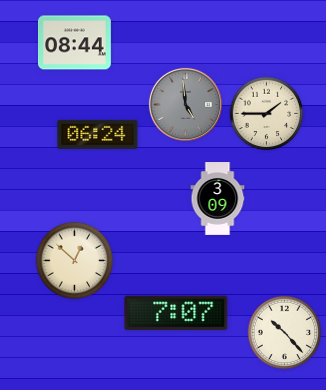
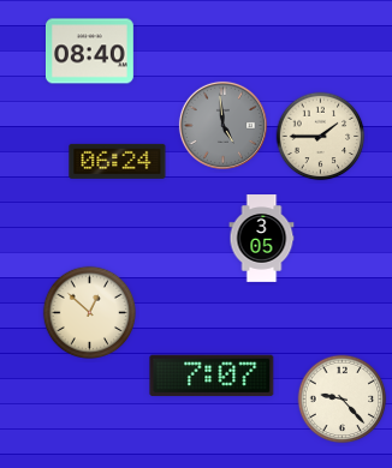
clock at (75, 43): 08:44 -> 08:40
clock at (218, 199): 3:09 -> 3:05
clock at (285, 333): 10:23 -> 9:23
